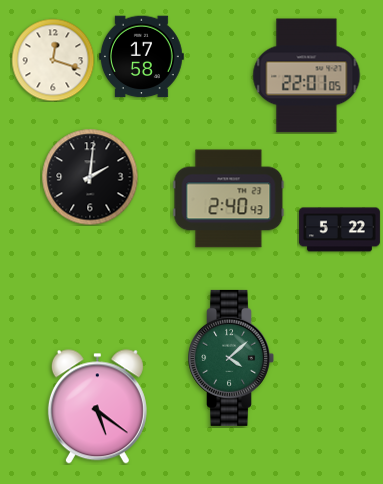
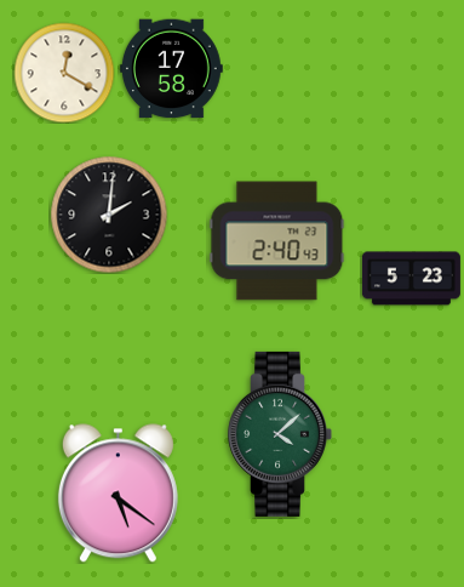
clock at (53, 60): 12:18 -> 12:20
clock at (307, 76): 22:01 -> none
clock at (339, 230): 5:22 -> 5:23
